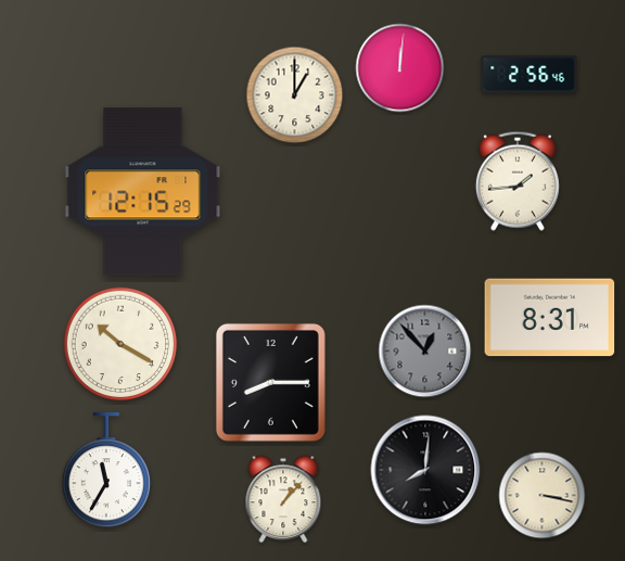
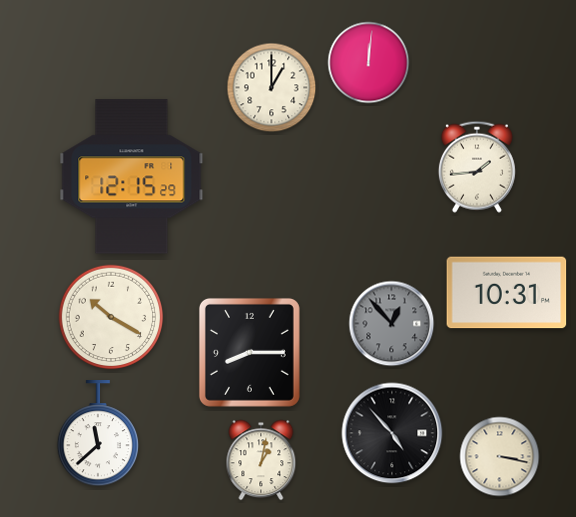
clock at (530, 75): 2:56 -> none
clock at (550, 318): 8:31 -> 10:31
clock at (425, 470): 8:01 -> 4:53
clock at (105, 471): 11:35 -> 11:38
clock at (283, 499): 1:07 -> 1:02
